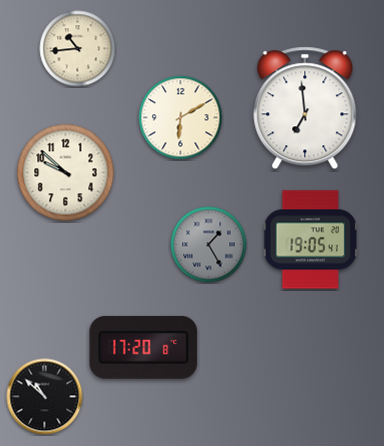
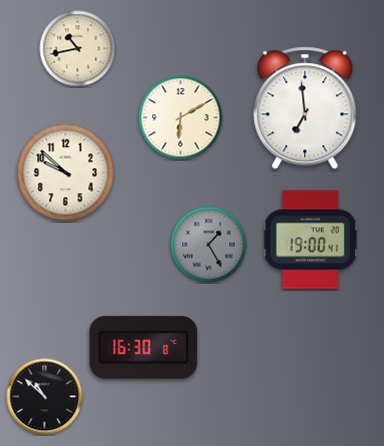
clock at (78, 49): 10:44 -> 10:43
clock at (311, 240): 19:05 -> 19:00
clock at (144, 347): 17:20 -> 16:30
